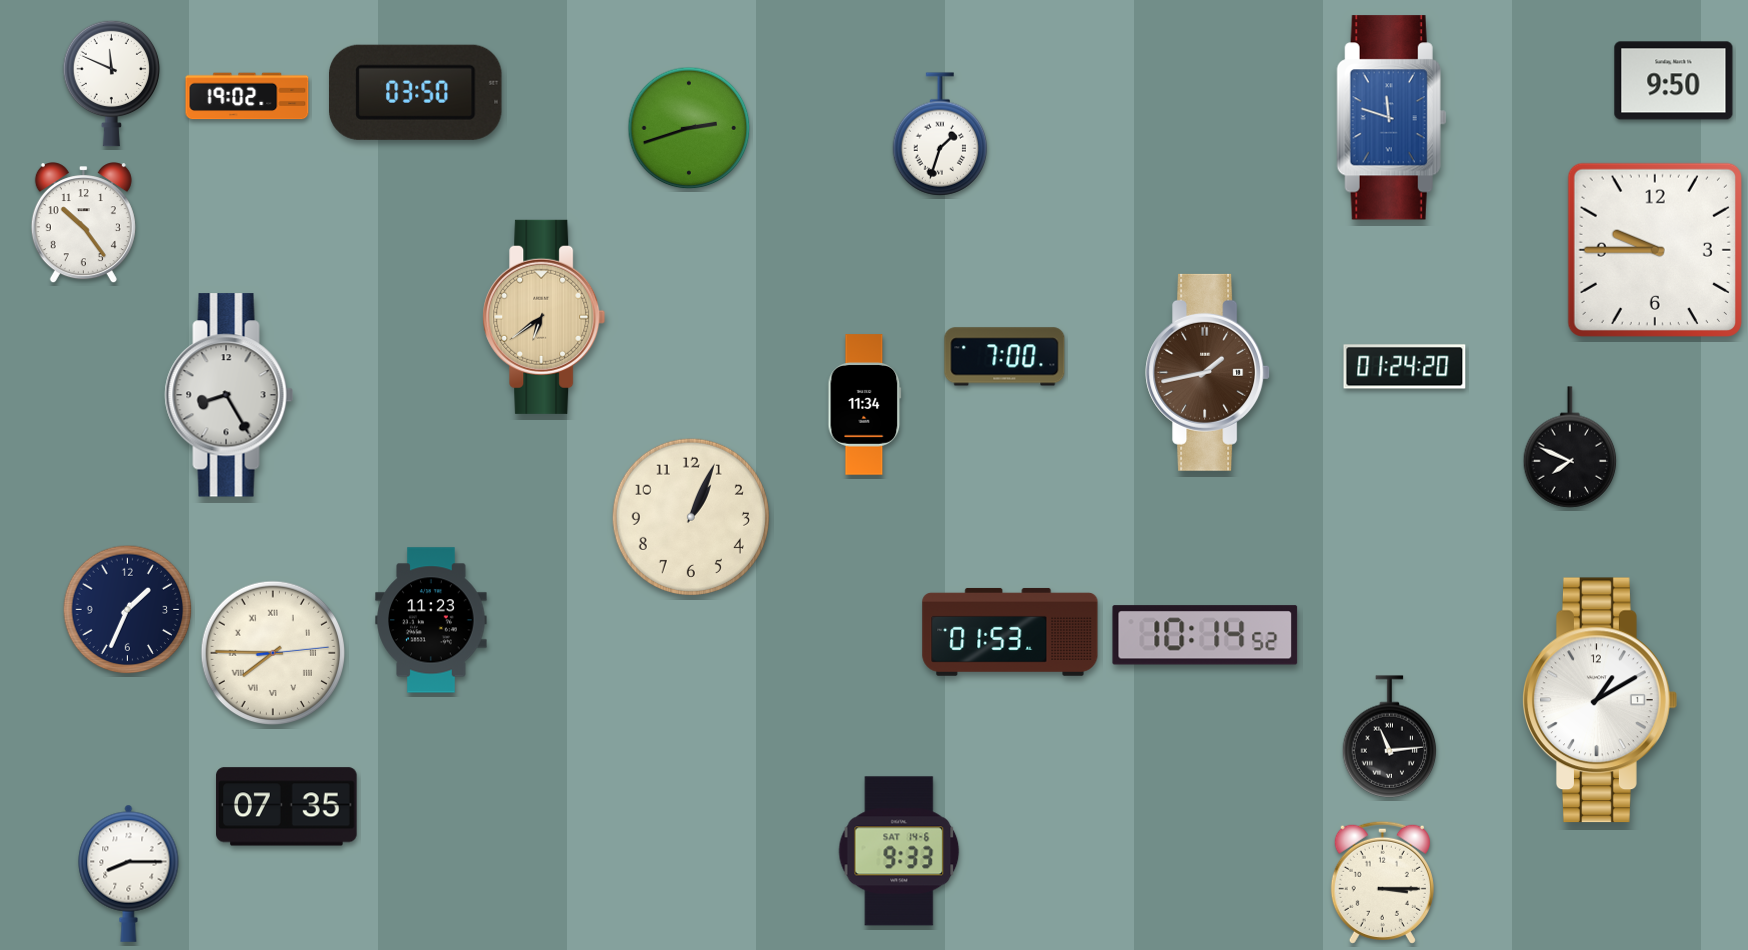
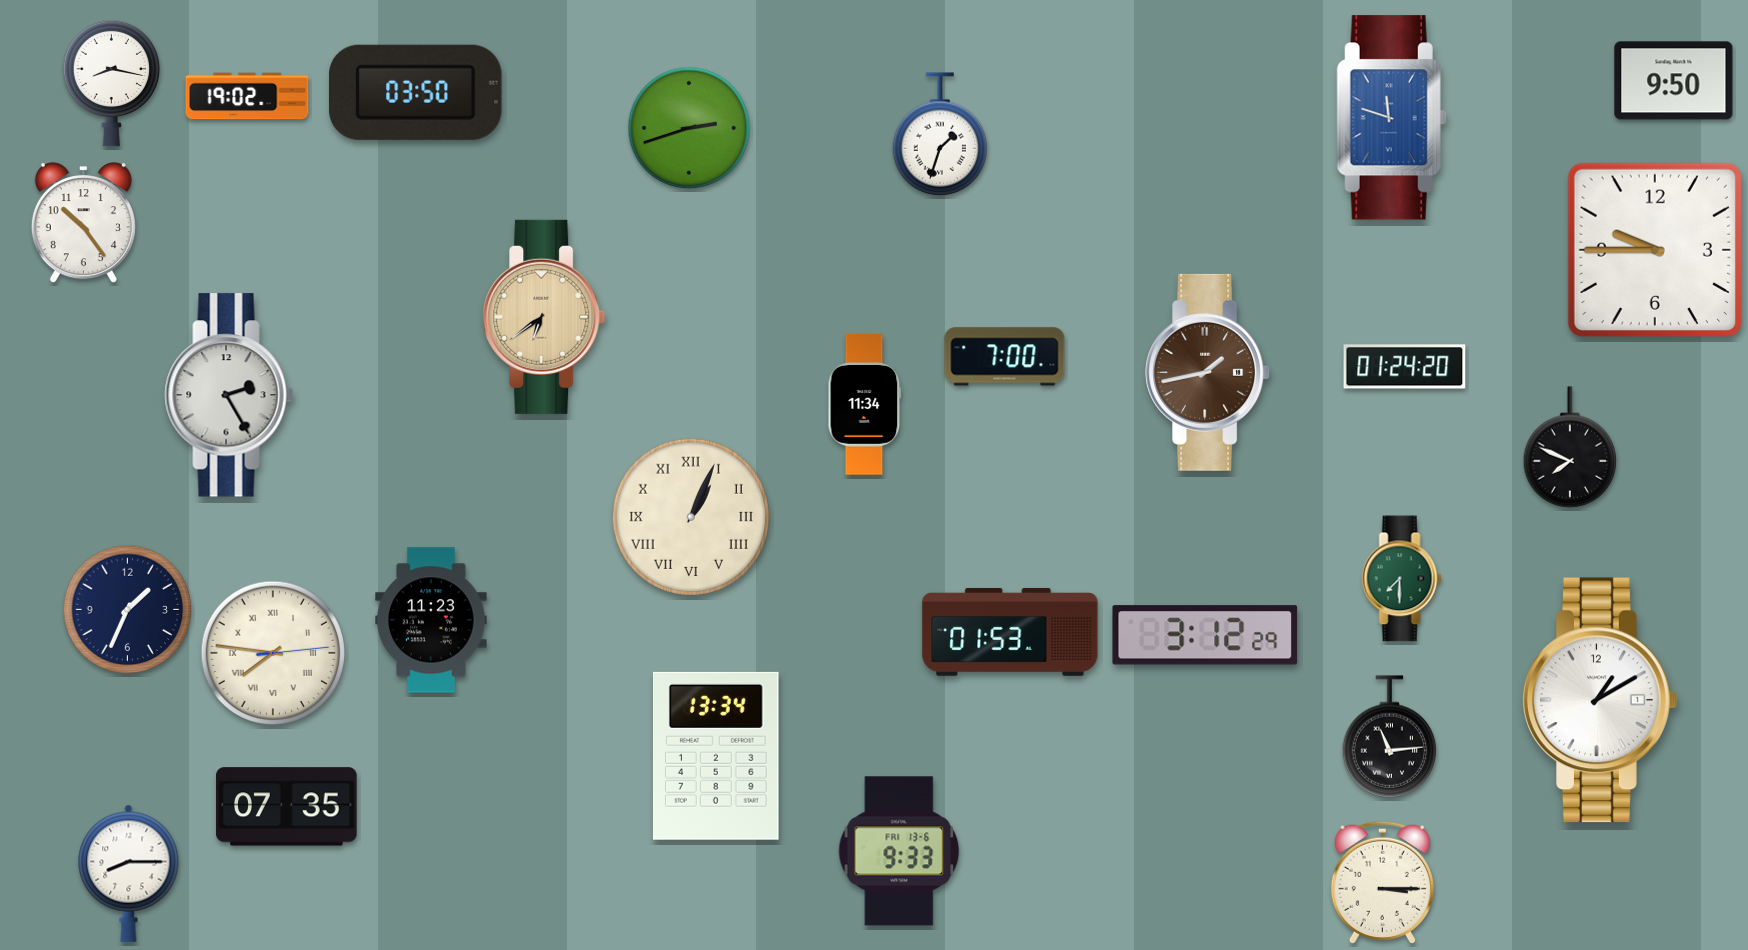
clock at (112, 83): 11:49 -> 8:17
clock at (229, 395): 8:25 -> 2:25
clock at (691, 517) numerals: Arabic -> Roman
clock at (1402, 579): none -> 7:30
clock at (1205, 635): 10:14 -> 3:12
clock at (273, 653): 7:45 -> 7:46
clock at (716, 756): none -> 13:34
clock at (899, 851) date: SAT 14-6 -> FRI 13-6
